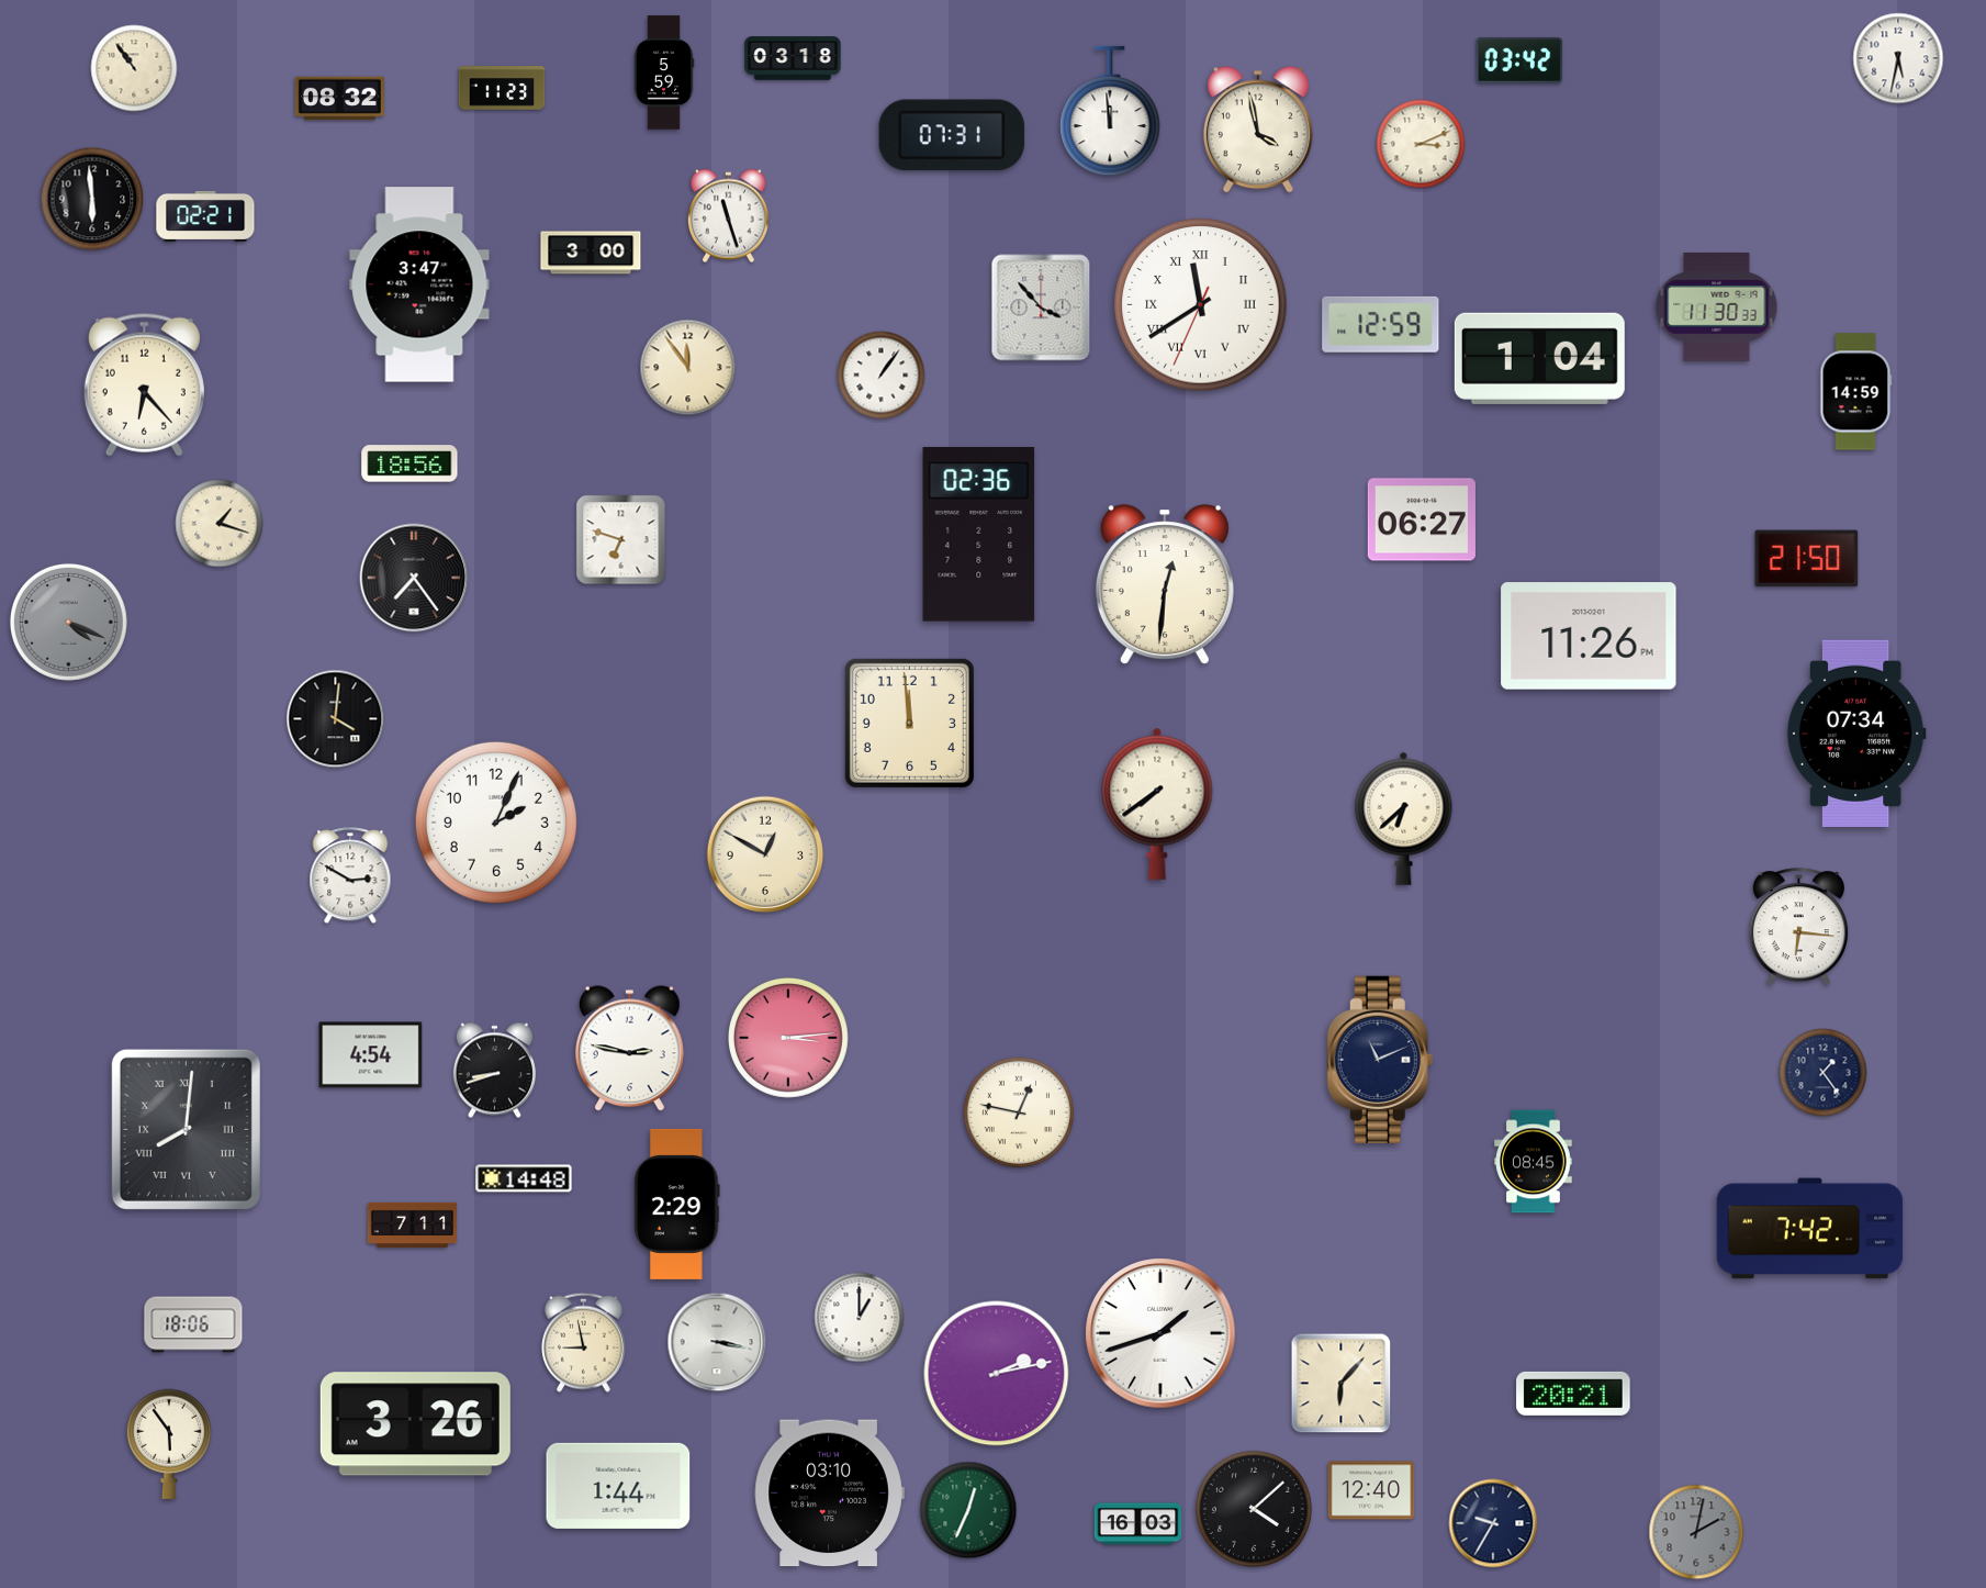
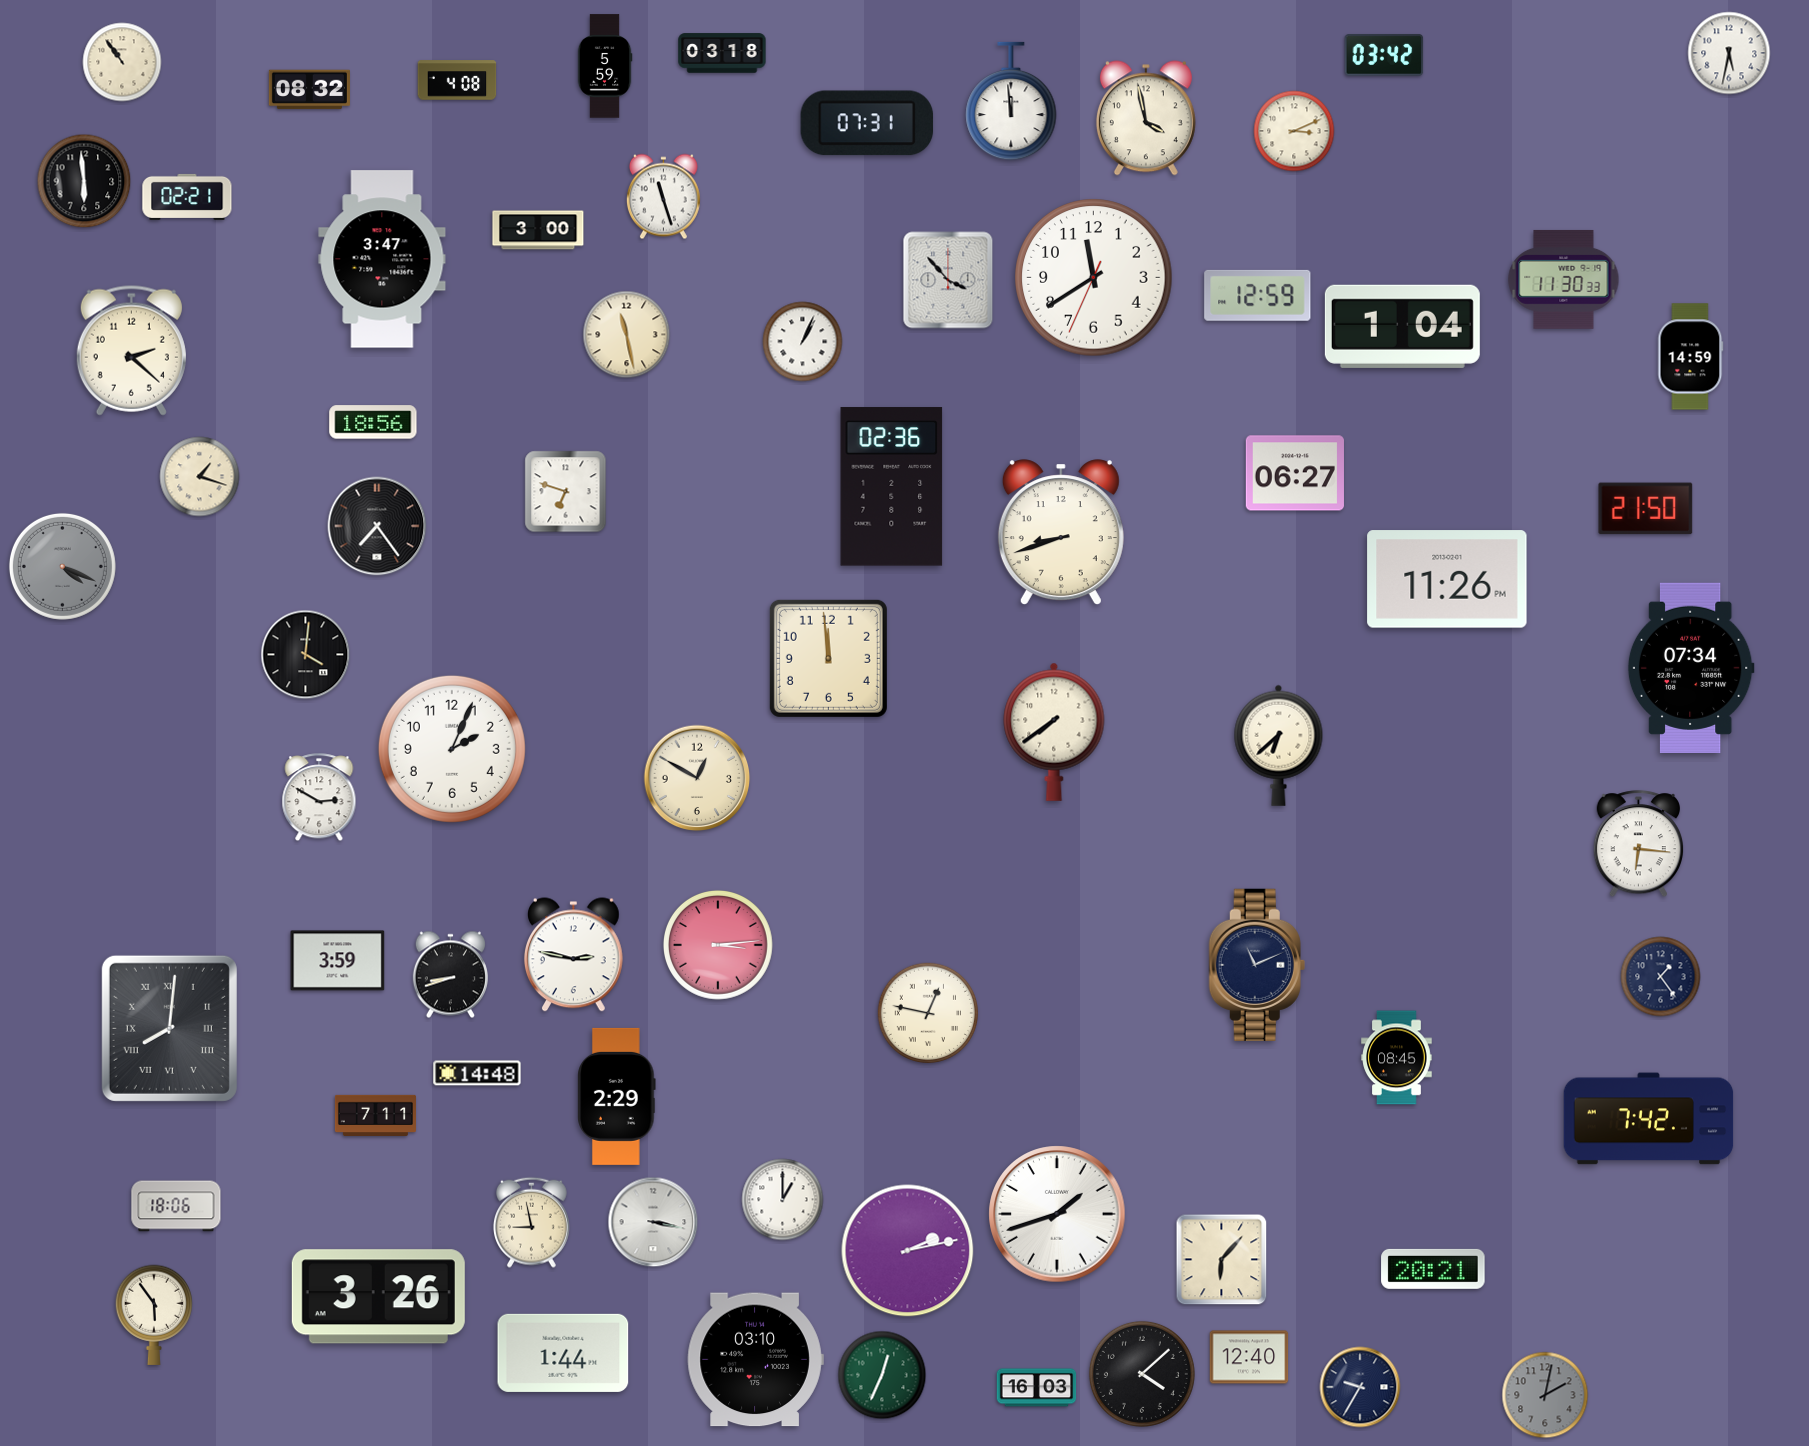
clock at (502, 88): 11:23 -> 4:08
clock at (1201, 305) numerals: Roman -> Arabic
clock at (688, 368): 11:54 -> 11:28
clock at (882, 376): 1:06 -> 1:04
clock at (144, 384): 6:23 -> 2:22
clock at (1165, 585): 12:31 -> 8:42
clock at (371, 1055): 4:54 -> 3:59
